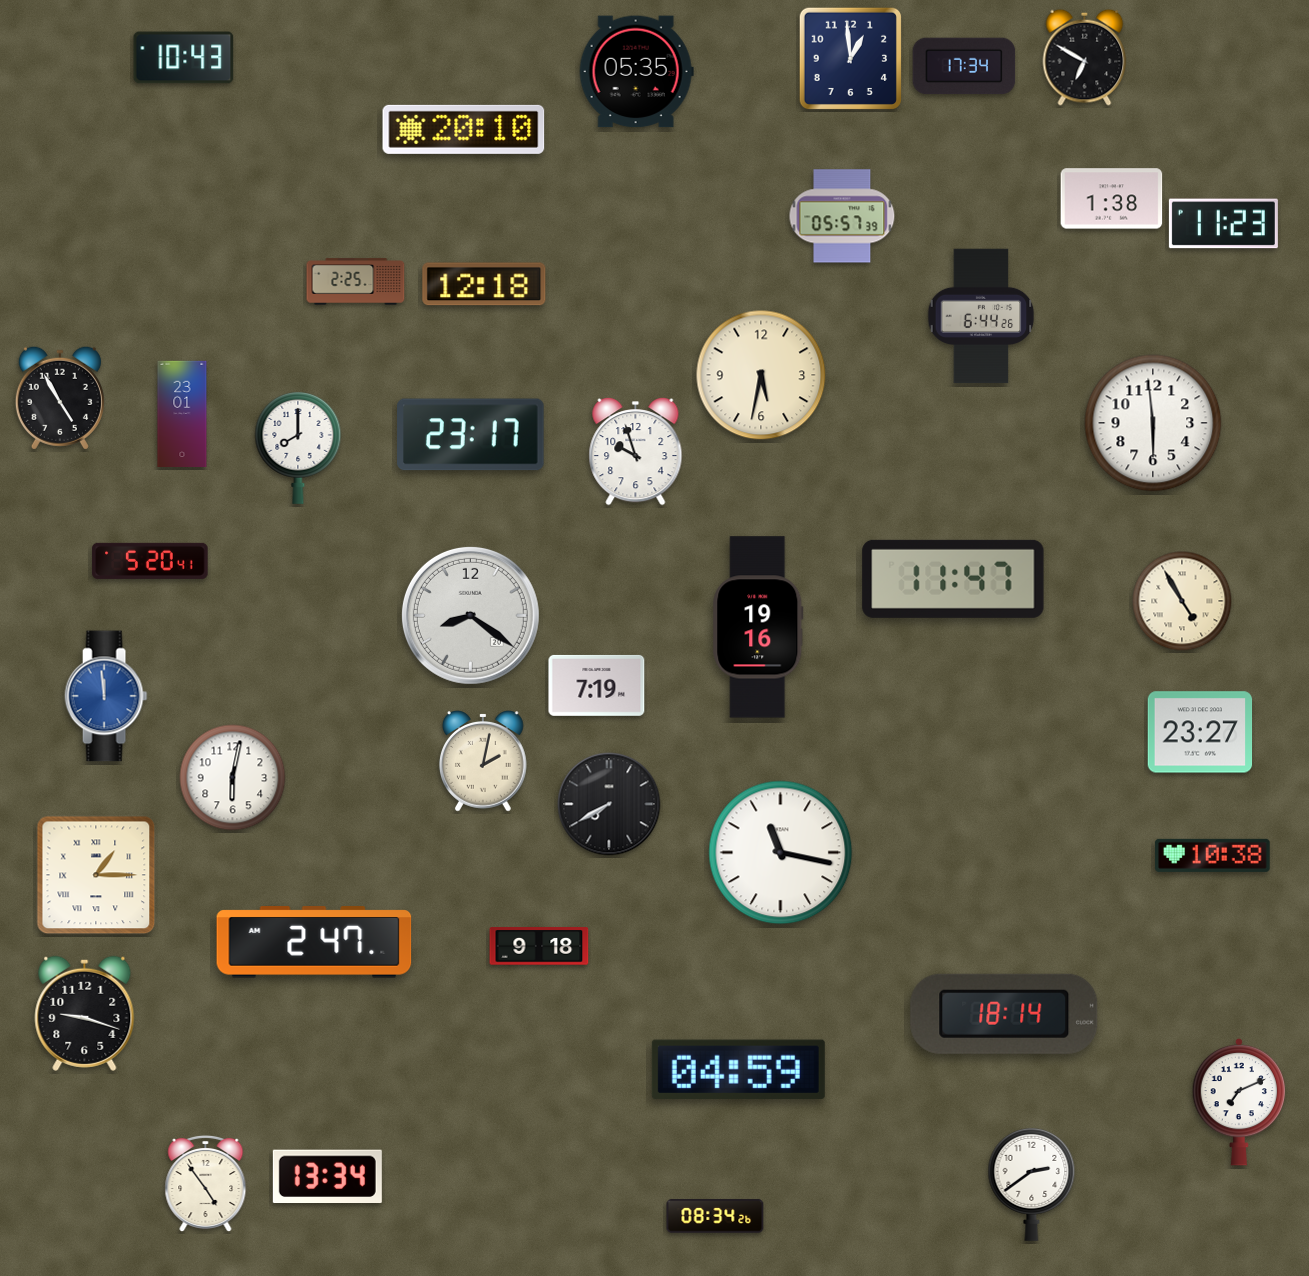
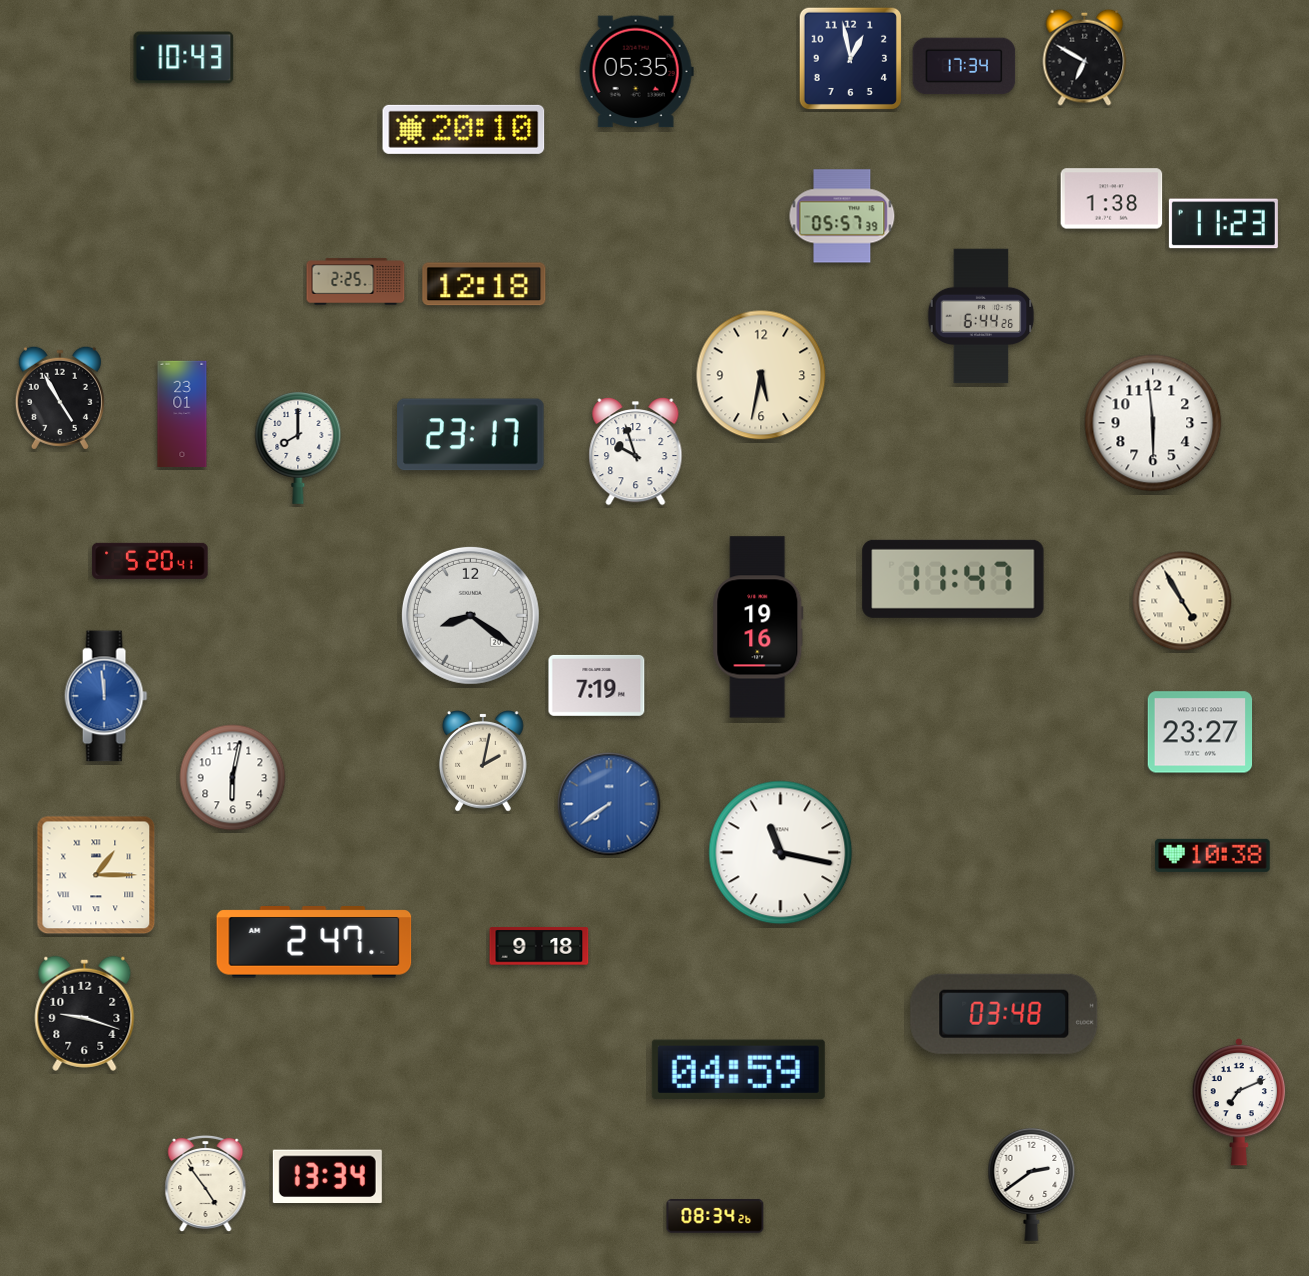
clock at (850, 58): 12:59 -> 12:58
clock at (609, 804): 7:40 -> 7:39
clock at (609, 804) dial: black -> blue
clock at (1004, 1014): 18:14 -> 03:48
